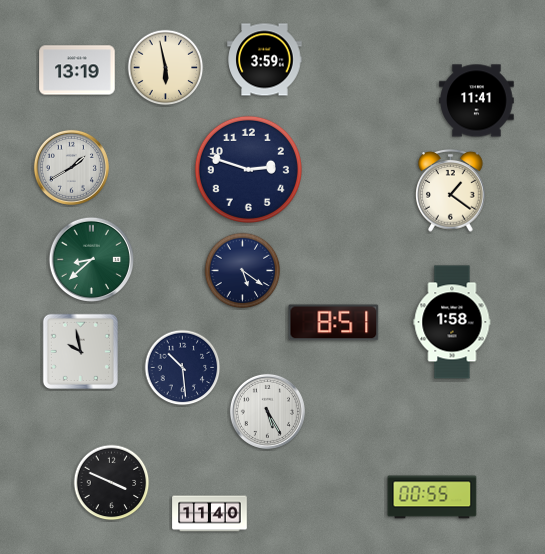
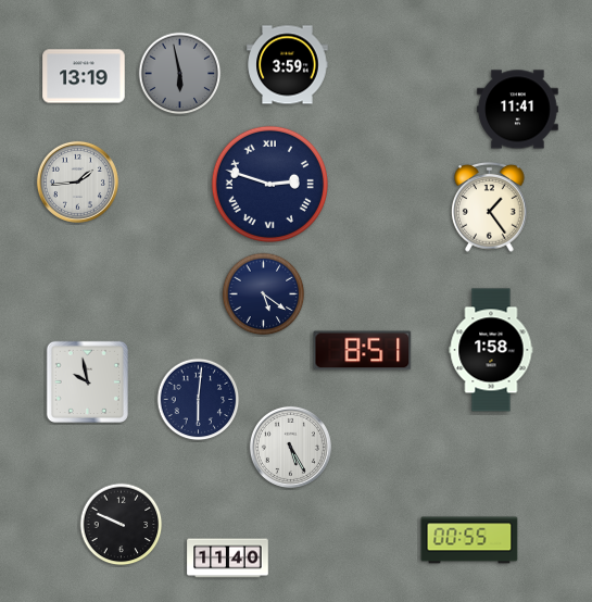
clock at (166, 68) dial: cream -> grey
clock at (71, 167): 1:40 -> 1:44
clock at (248, 169) numerals: Arabic -> Roman
clock at (451, 190): 1:21 -> 1:24
clock at (91, 259): 8:38 -> none
clock at (183, 368): 10:29 -> 6:01
clock at (112, 483): 3:49 -> 9:49
